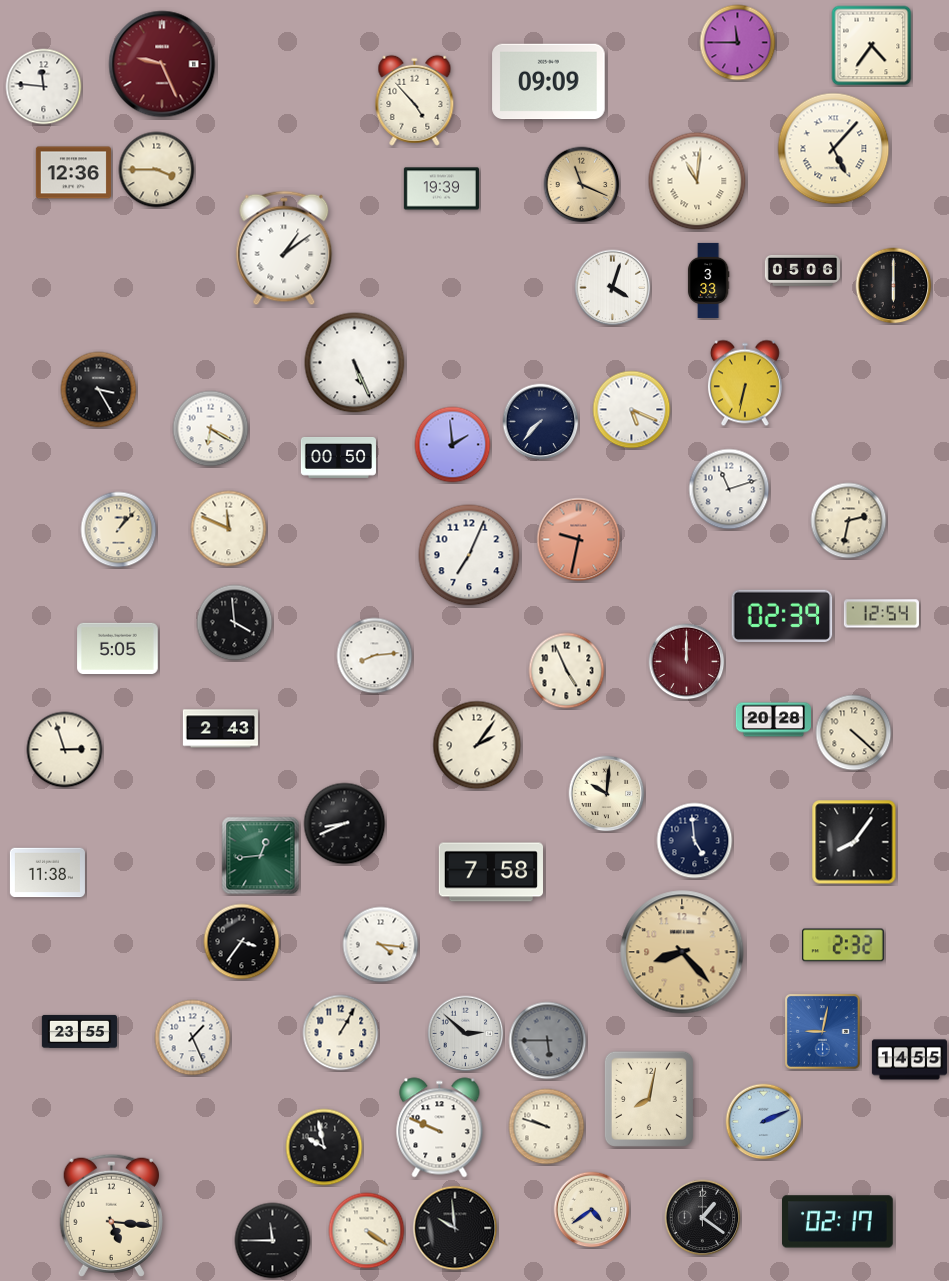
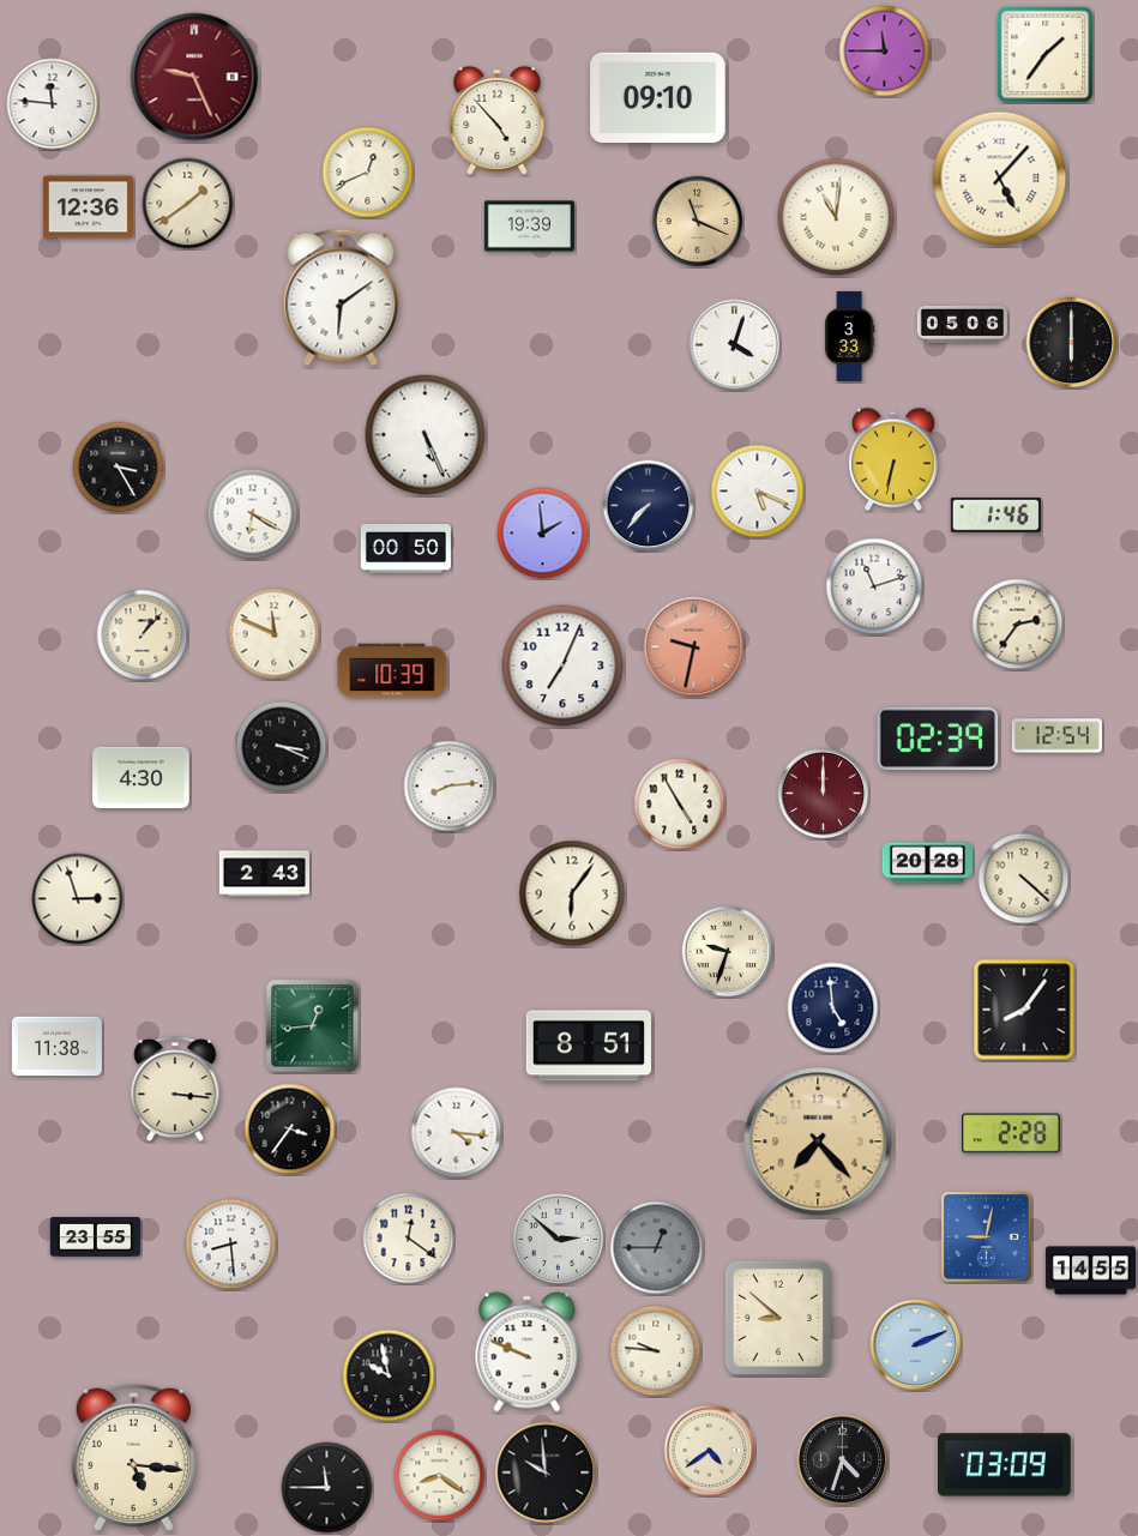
clock at (872, 46): 4:36 -> 1:36
clock at (549, 82): 09:09 -> 09:10
clock at (368, 173): none -> 12:41
clock at (157, 170): 3:45 -> 1:39
clock at (284, 248): 1:09 -> 6:09
clock at (995, 514): none -> 1:46
clock at (849, 521): 2:32 -> 2:36
clock at (392, 670): none -> 10:39
clock at (235, 623): 3:59 -> 3:19
clock at (118, 649): 5:05 -> 4:30
clock at (567, 671): 4:56 -> 4:55
clock at (477, 745): 2:06 -> 6:06
clock at (607, 794): 10:01 -> 9:33
clock at (345, 824): 8:41 -> none
clock at (490, 872): 7:58 -> 8:51
clock at (175, 1090): none -> 3:16
clock at (843, 945): 2:32 -> 2:28
clock at (682, 952): 8:23 -> 7:23
clock at (341, 1033): 1:05 -> 12:21
clock at (193, 1038): 1:26 -> 8:29
clock at (548, 1041): 5:45 -> 12:45
clock at (649, 1099): 8:02 -> 8:52
clock at (547, 1127): 9:48 -> 9:46
clock at (703, 1218): 1:21 -> 4:33
clock at (838, 1222): 02:17 -> 03:09
clock at (367, 1231): 4:21 -> 8:21
